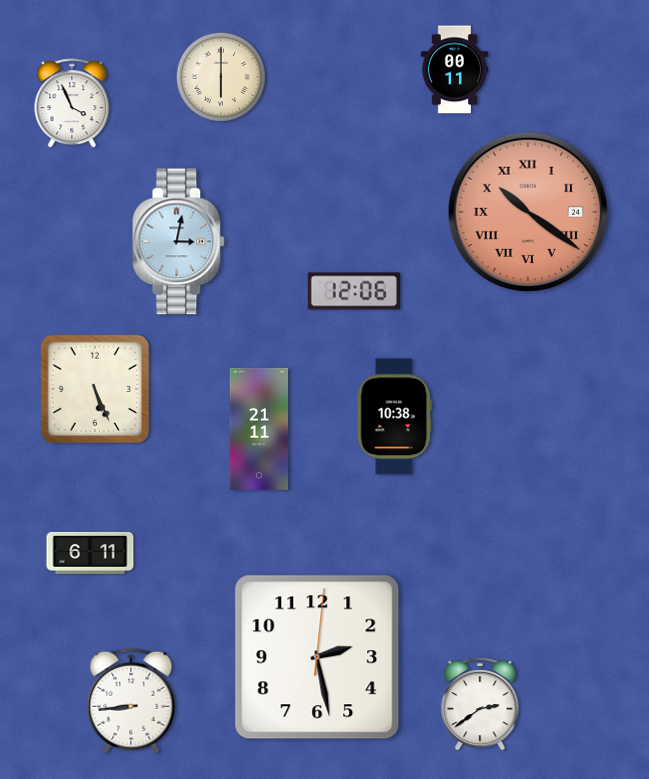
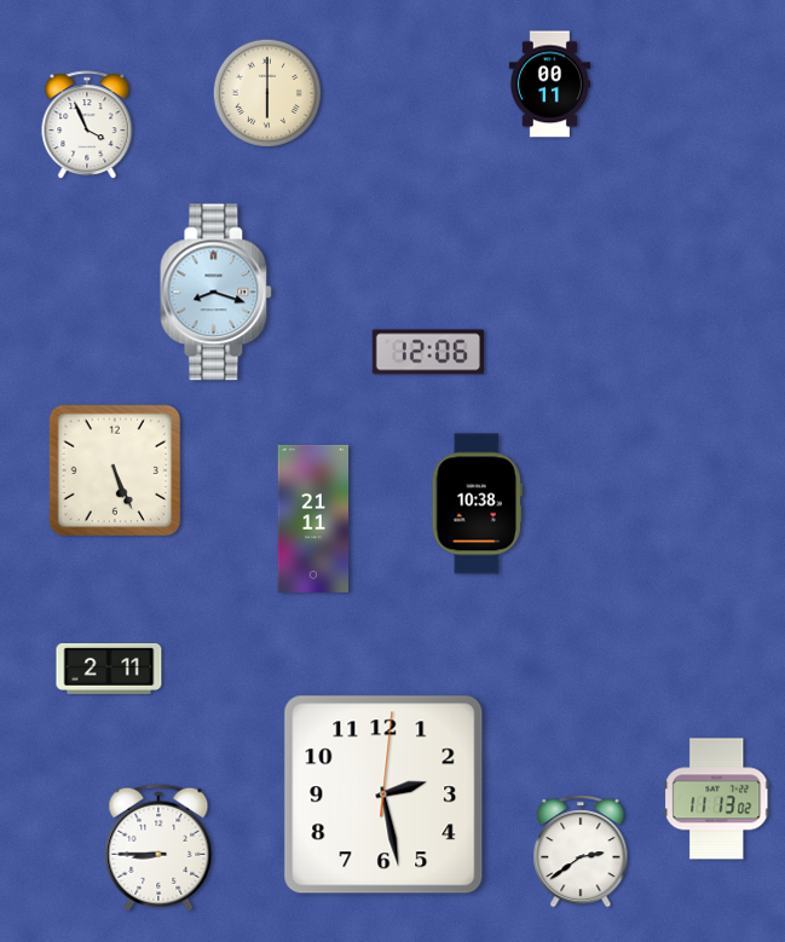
clock at (527, 211): 10:21 -> none
clock at (179, 242): 3:02 -> 8:18
clock at (90, 553): 6:11 -> 2:11
clock at (717, 799): none -> 11:13
clock at (131, 701): 8:44 -> 8:45
